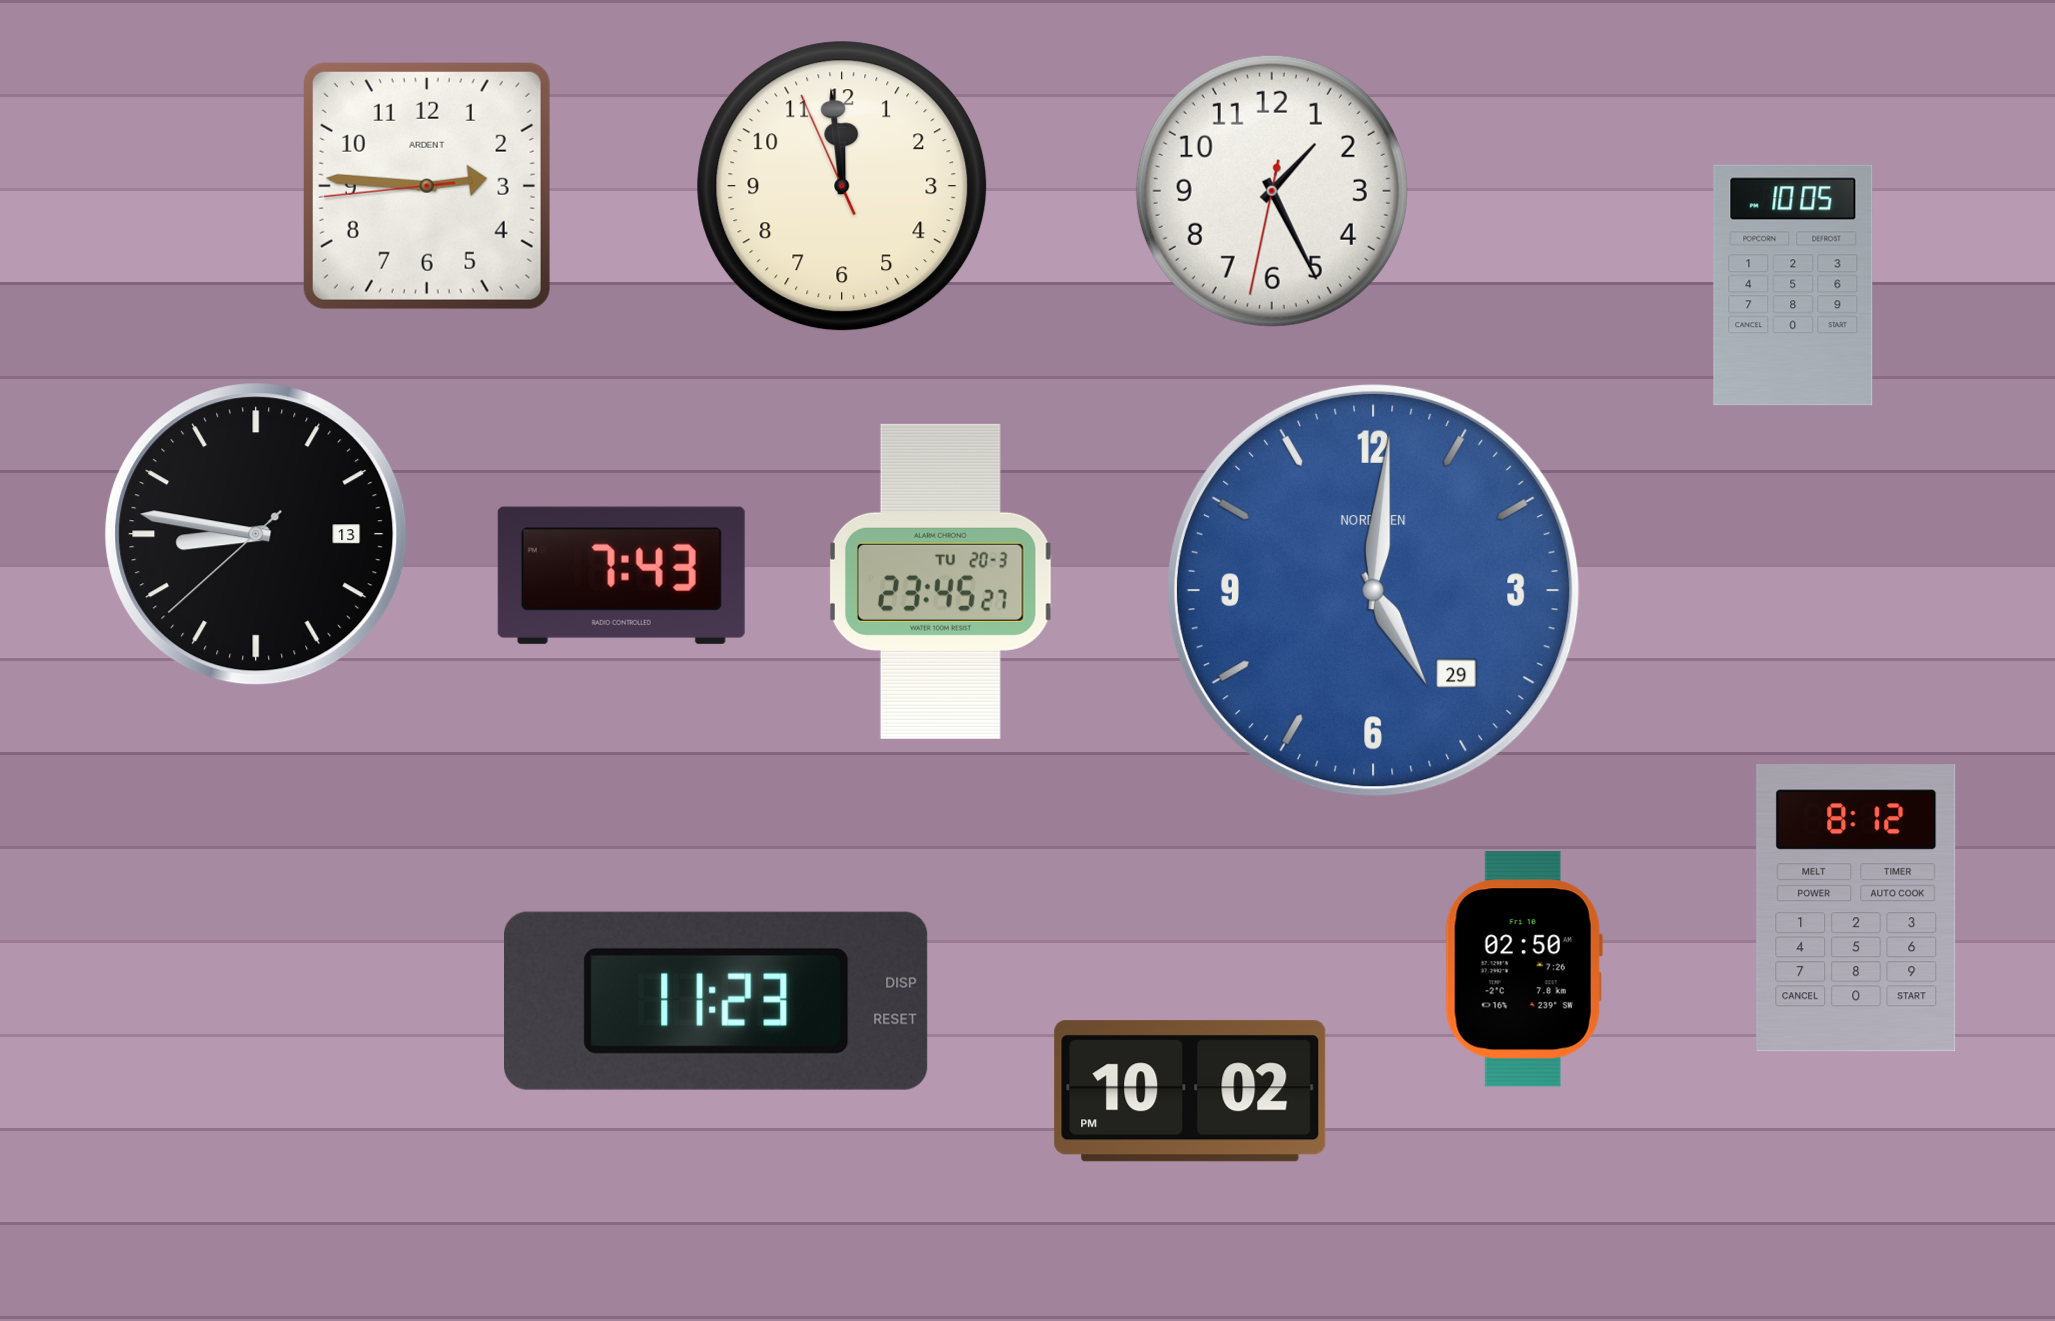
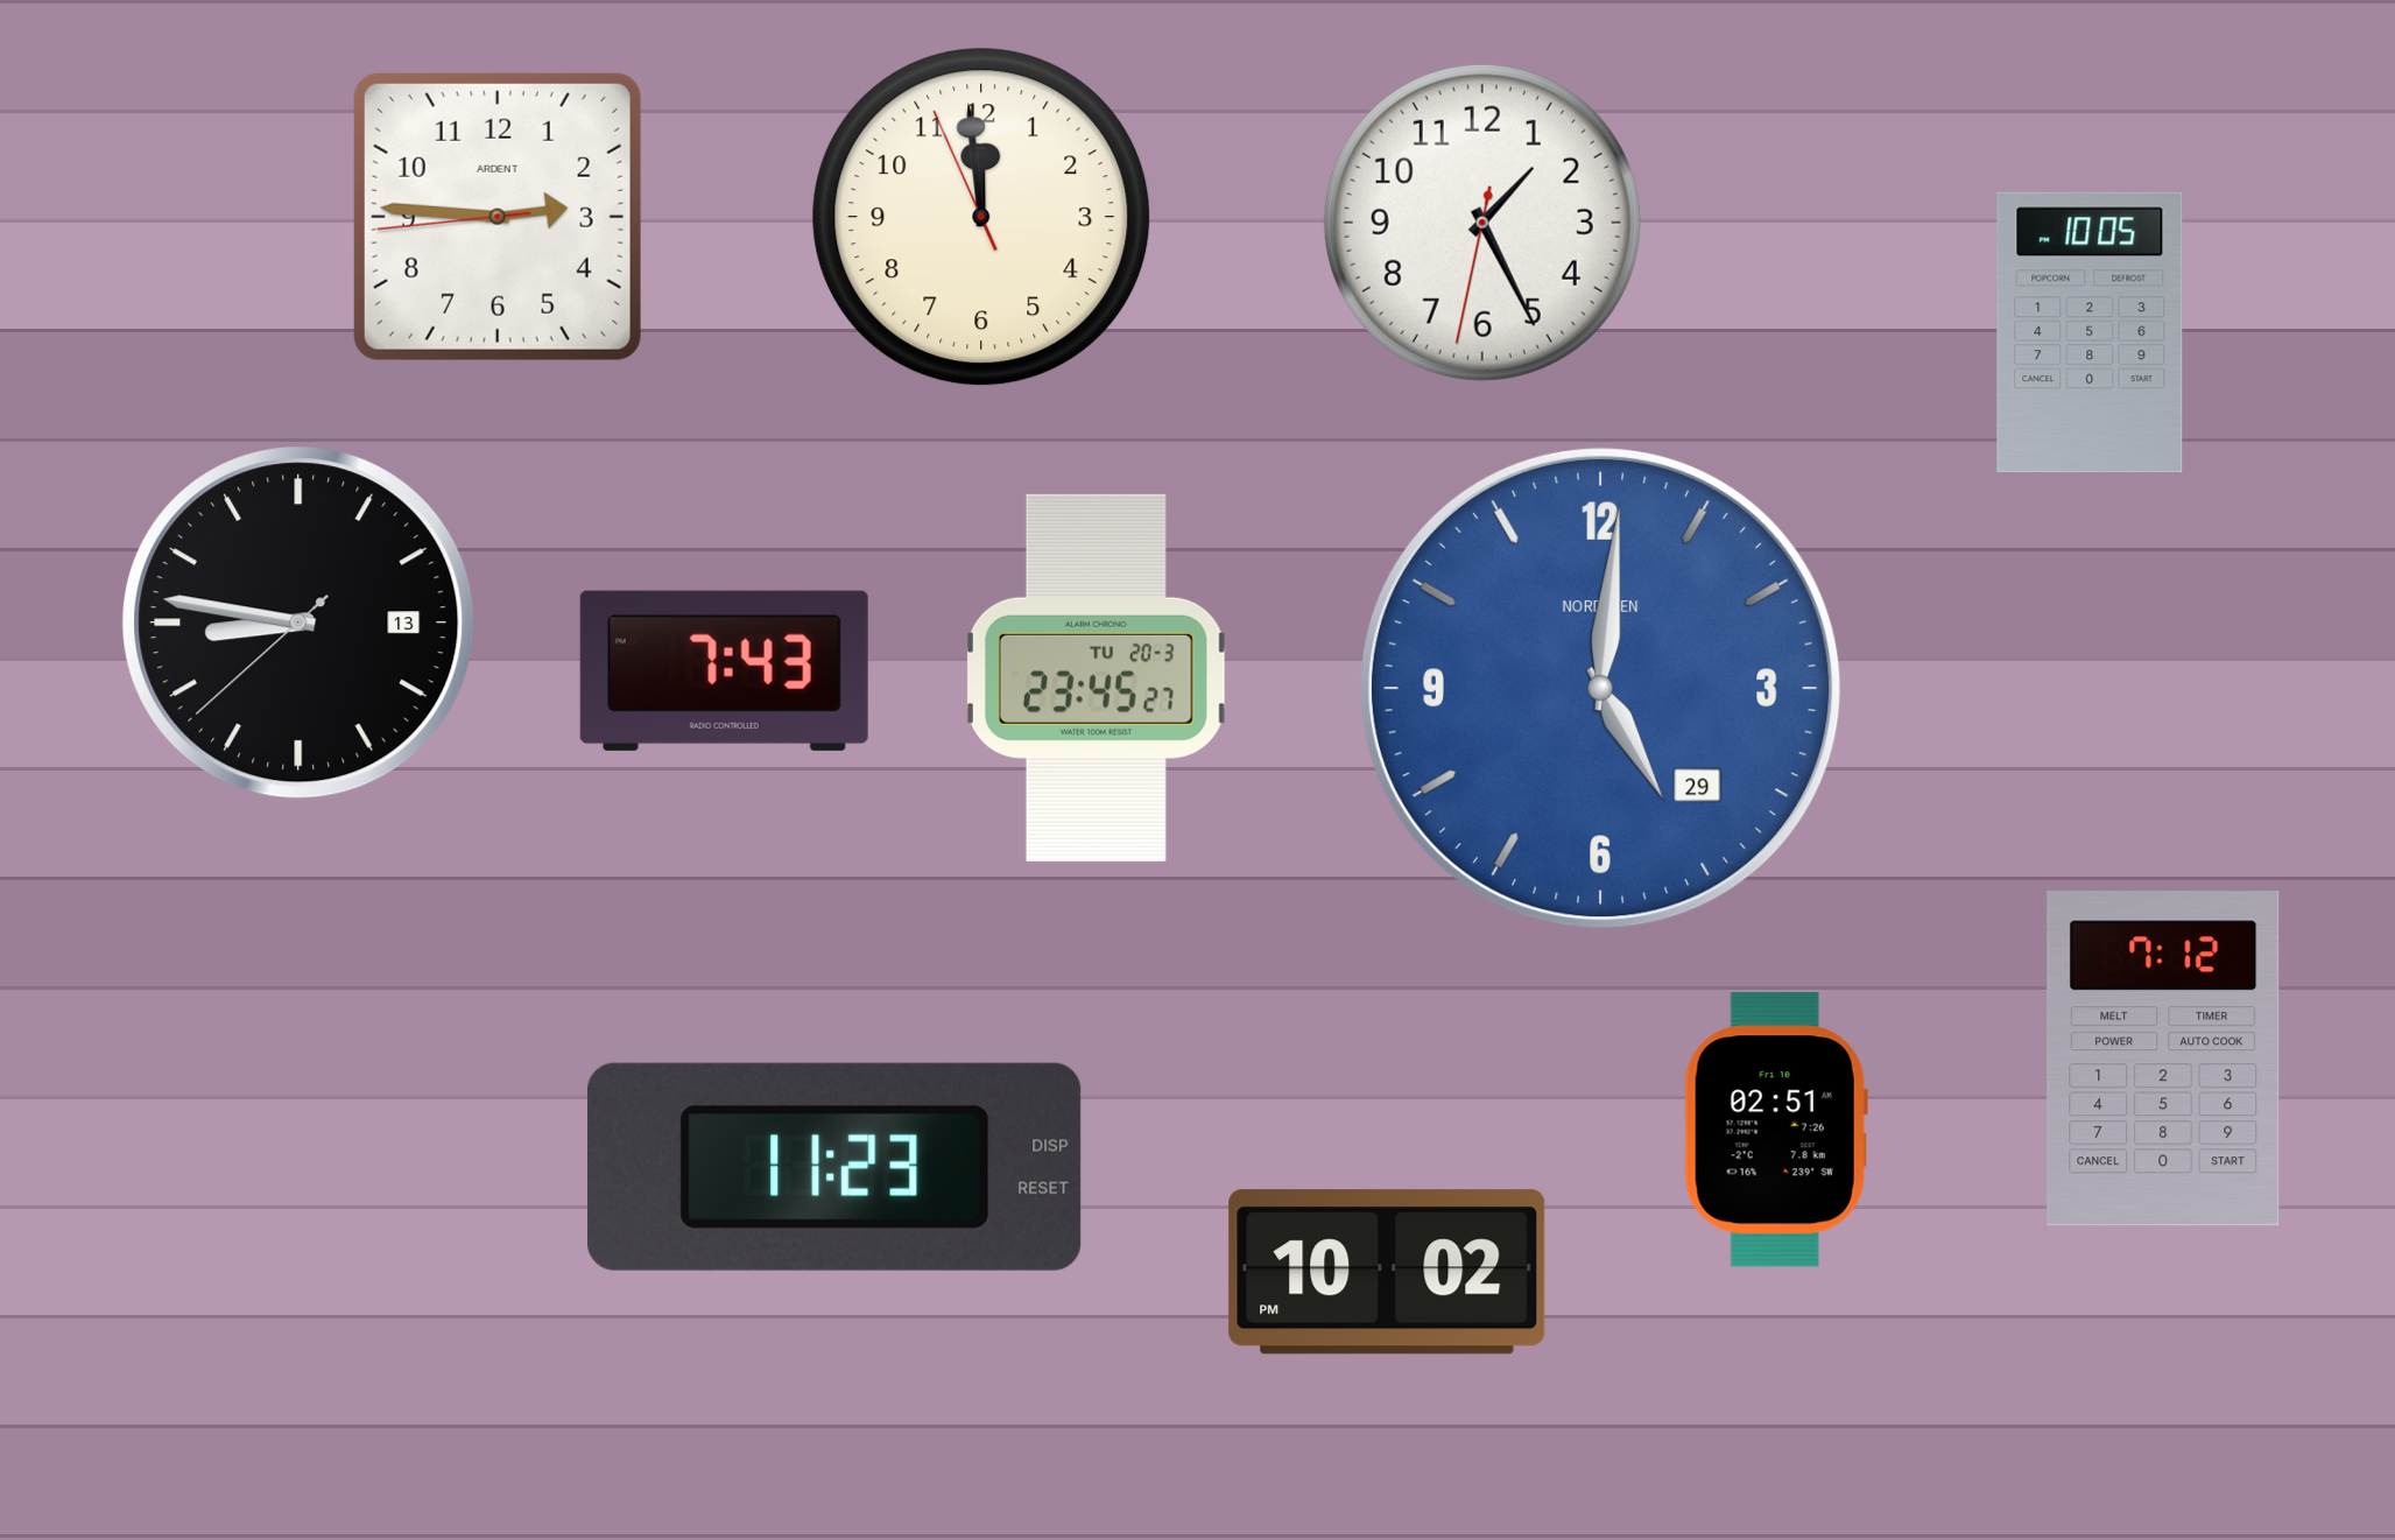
clock at (1856, 908): 8:12 -> 7:12
clock at (1524, 969): 02:50 -> 02:51
